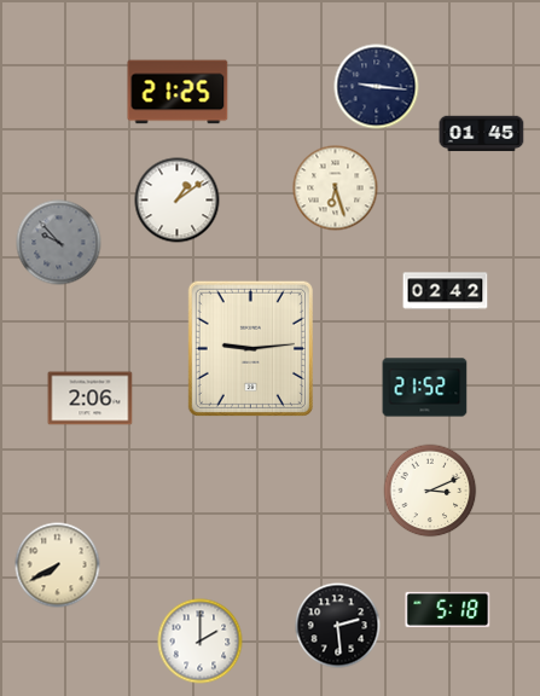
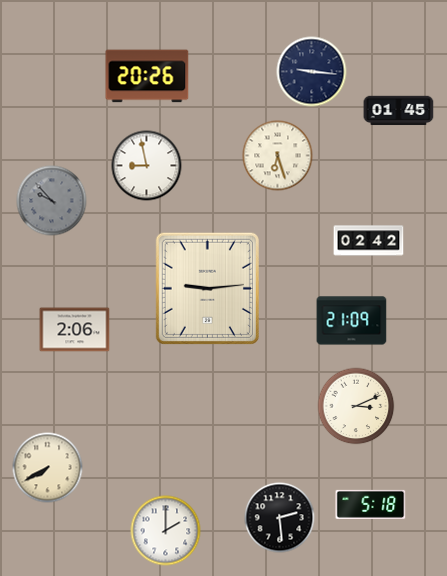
clock at (178, 92): 21:25 -> 20:26
clock at (178, 201): 1:09 -> 8:58
clock at (59, 243) position: (59, 243) -> (52, 201)
clock at (425, 388): 21:52 -> 21:09
